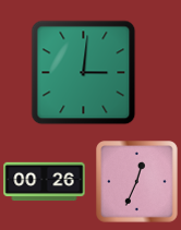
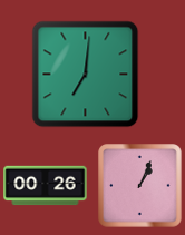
clock at (84, 73): 3:01 -> 7:01
clock at (137, 182): 12:34 -> 1:04
